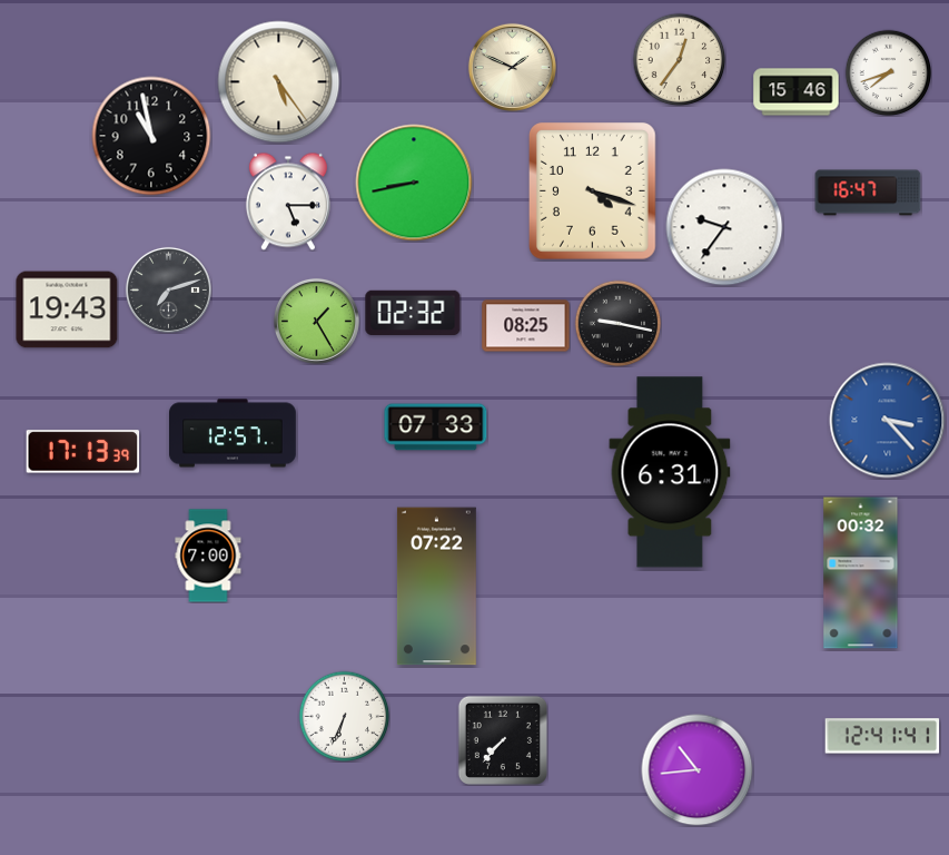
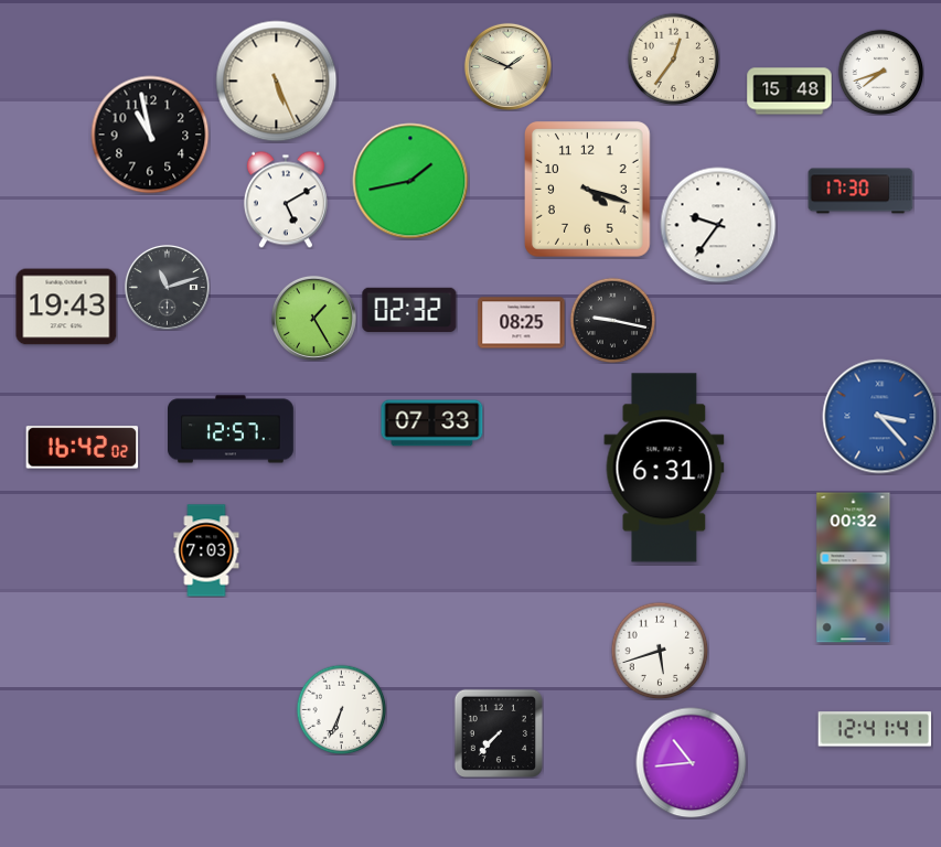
clock at (279, 82): 5:24 -> 5:26
clock at (797, 92): 15:46 -> 15:48
clock at (414, 183): 8:43 -> 1:43
clock at (868, 193): 16:47 -> 17:30
clock at (288, 202): 5:15 -> 5:10
clock at (168, 289): 7:12 -> 11:12
clock at (83, 452): 17:13 -> 16:42
clock at (208, 556): 7:00 -> 7:03
clock at (436, 587): 07:22 -> none
clock at (660, 651): none -> 5:42
